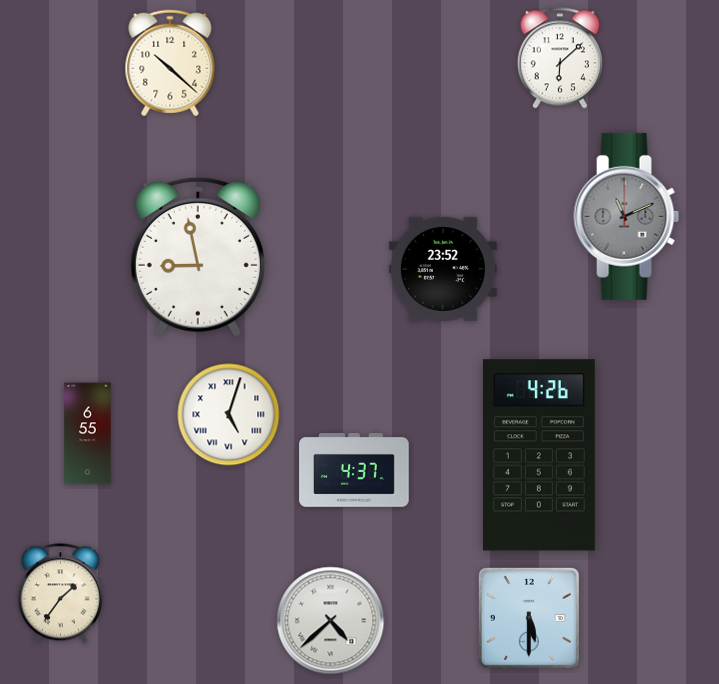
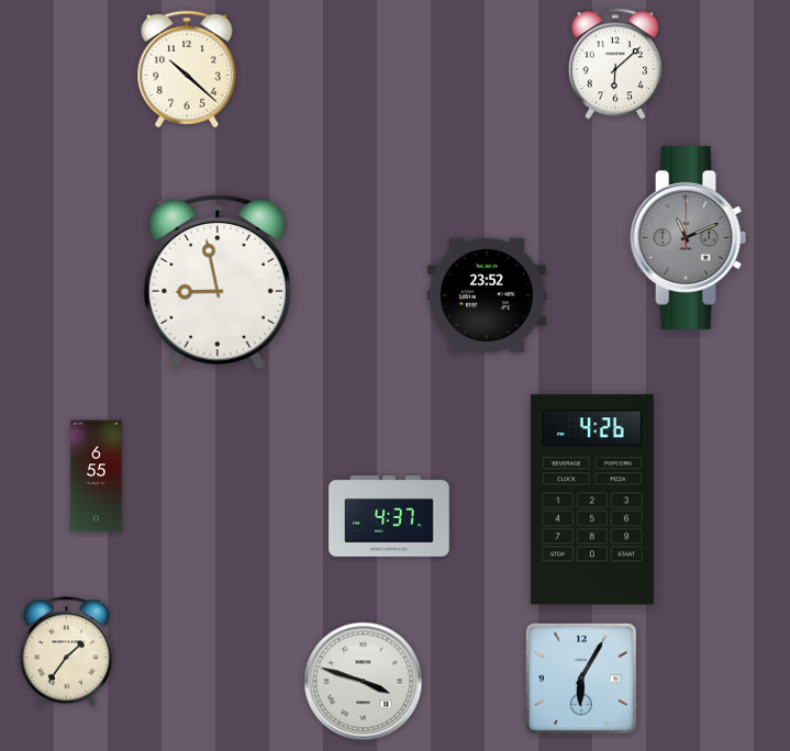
clock at (229, 415): 5:03 -> none
clock at (529, 618): 5:30 -> 6:05
clock at (331, 621): 4:38 -> 3:48
